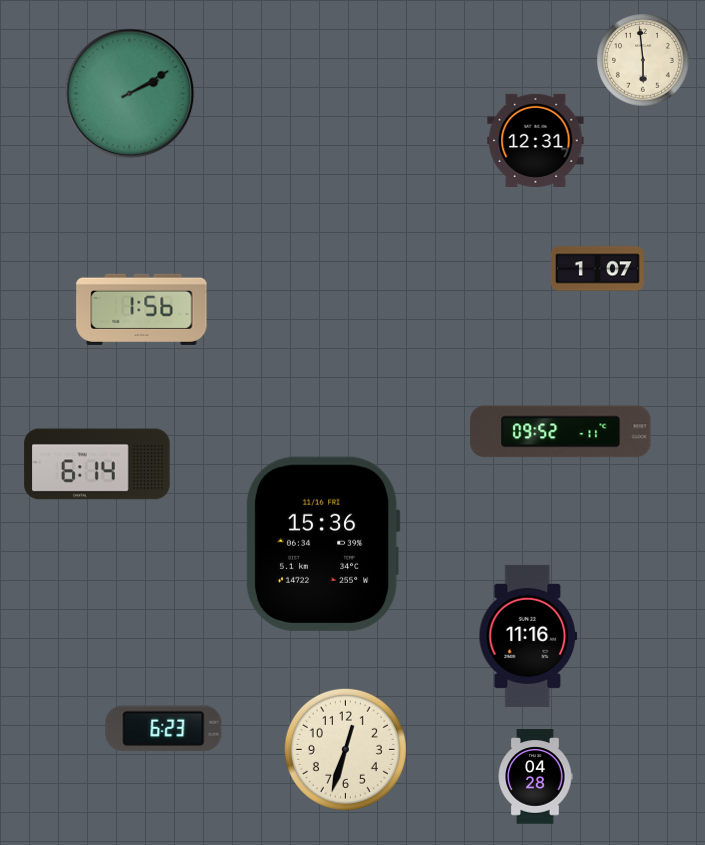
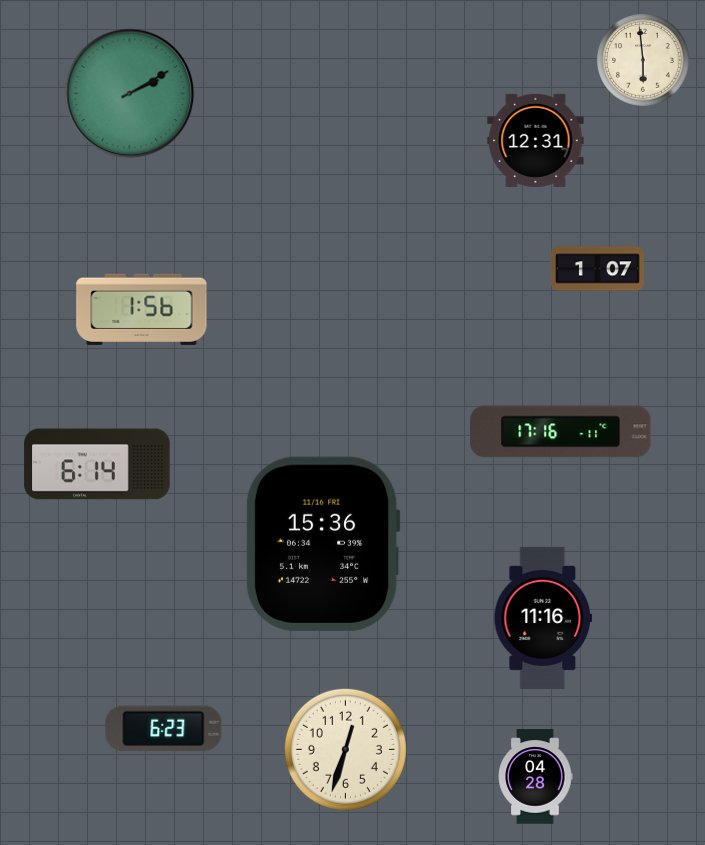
clock at (561, 432): 09:52 -> 17:16
clock at (528, 636) position: (528, 636) -> (543, 618)
